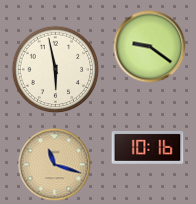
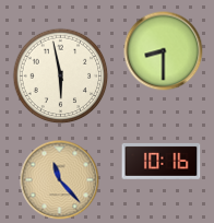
clock at (150, 47): 9:21 -> 8:30
clock at (55, 165): 11:18 -> 11:23
